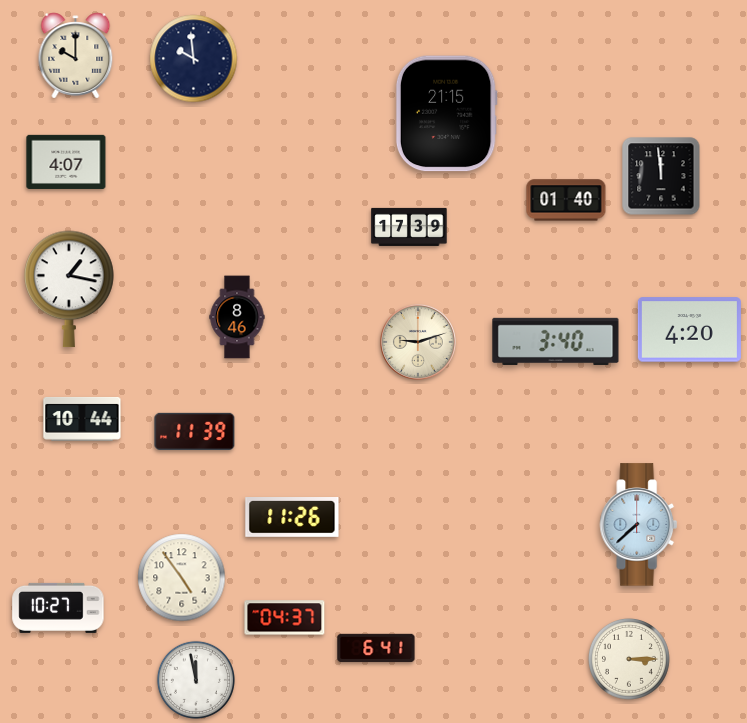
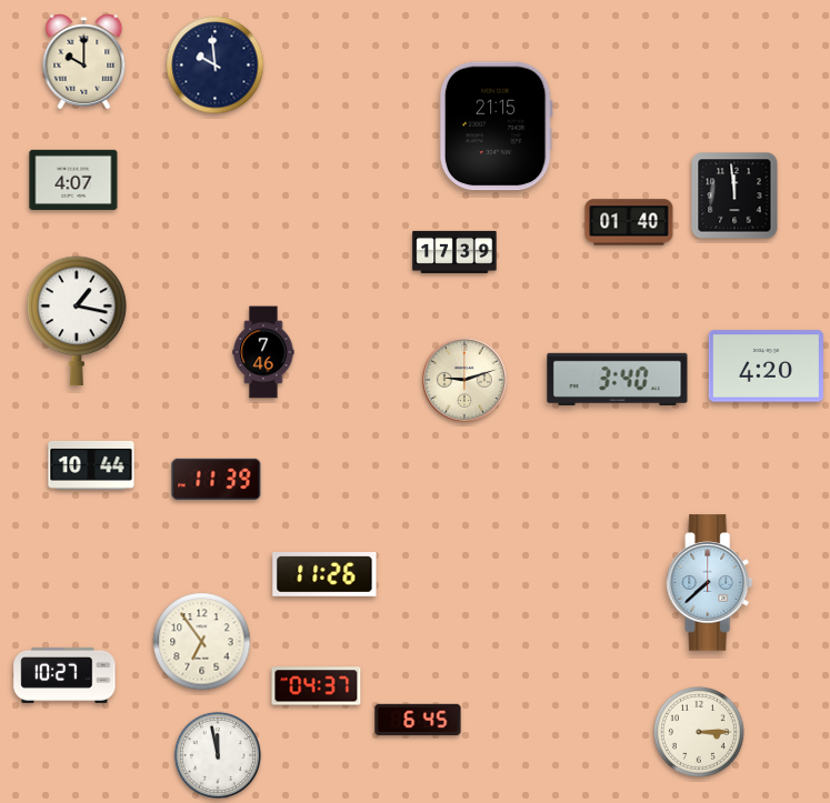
clock at (237, 317): 8:46 -> 7:46
clock at (182, 578): 4:54 -> 6:54
clock at (376, 648): 6:41 -> 6:45
